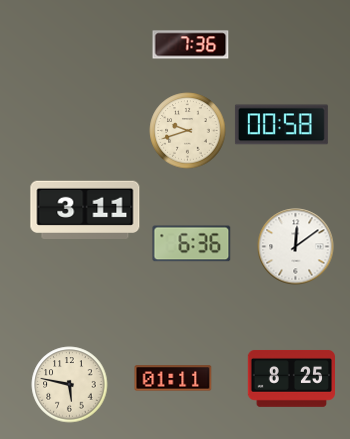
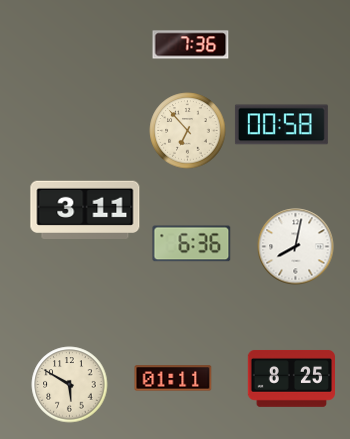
clock at (188, 131): 9:42 -> 6:53
clock at (296, 247): 12:09 -> 8:02
clock at (70, 385): 5:47 -> 5:50
